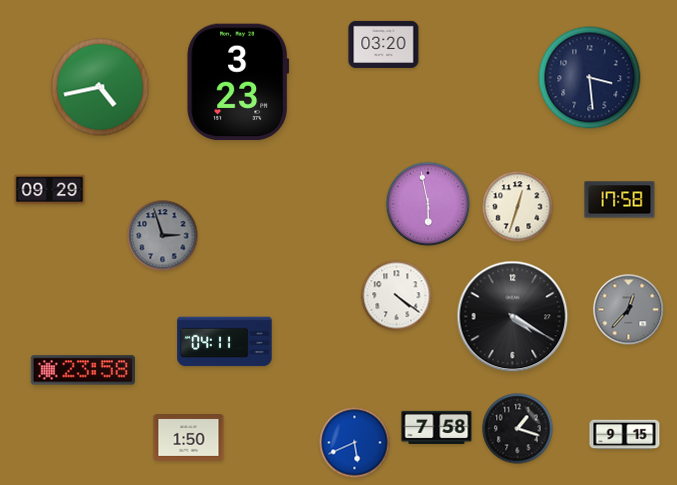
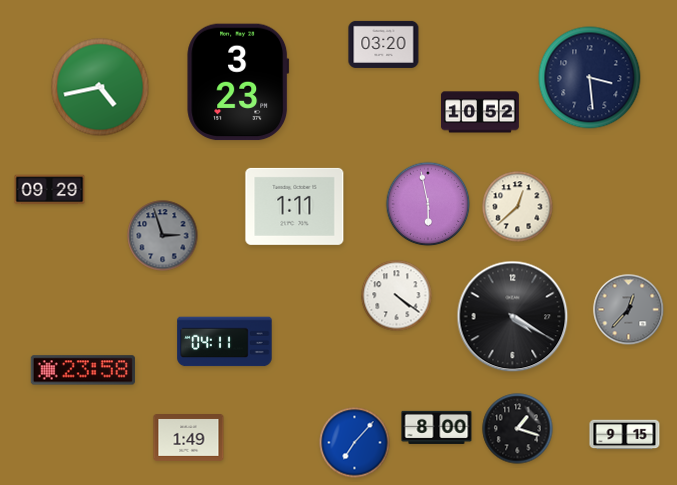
clock at (480, 112): none -> 10:52
clock at (620, 200): 17:58 -> none
clock at (295, 206): none -> 1:11
clock at (518, 207): 12:33 -> 12:38
clock at (437, 427): 7:58 -> 8:00
clock at (189, 438): 1:50 -> 1:49
clock at (355, 443): 5:41 -> 7:07
